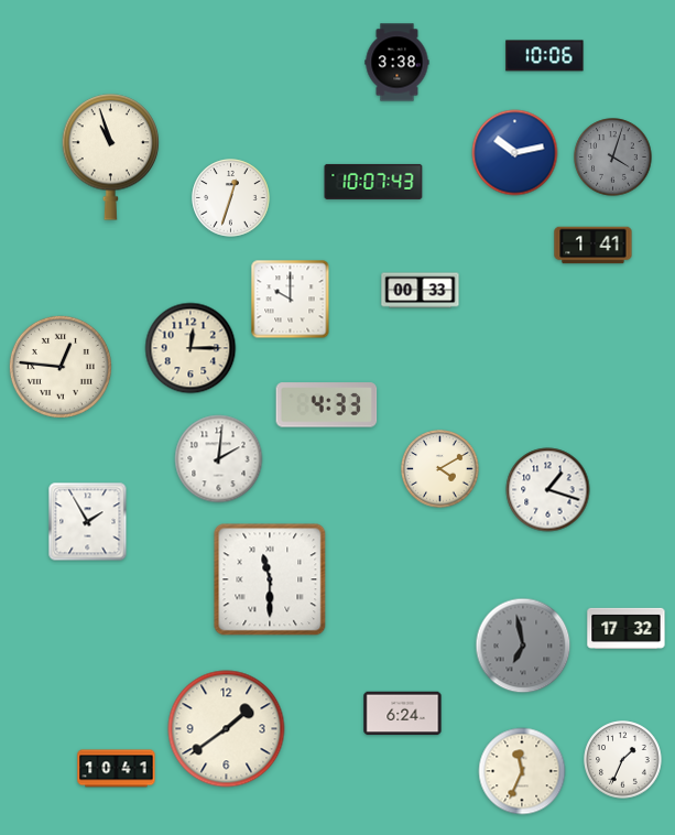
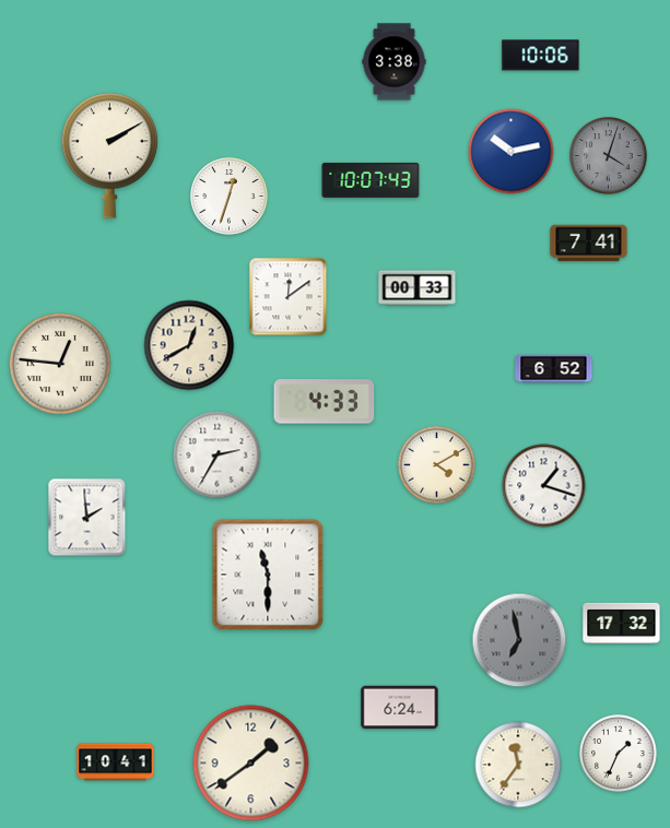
clock at (111, 158): 10:57 -> 2:10
clock at (594, 246): 1:41 -> 7:41
clock at (291, 300): 10:00 -> 12:09
clock at (190, 348): 12:15 -> 12:40
clock at (554, 369): none -> 6:52
clock at (219, 459): 2:01 -> 2:35
clock at (88, 522): 1:55 -> 1:59
clock at (227, 729) position: (227, 729) -> (251, 764)
clock at (522, 771): 11:34 -> 11:36
